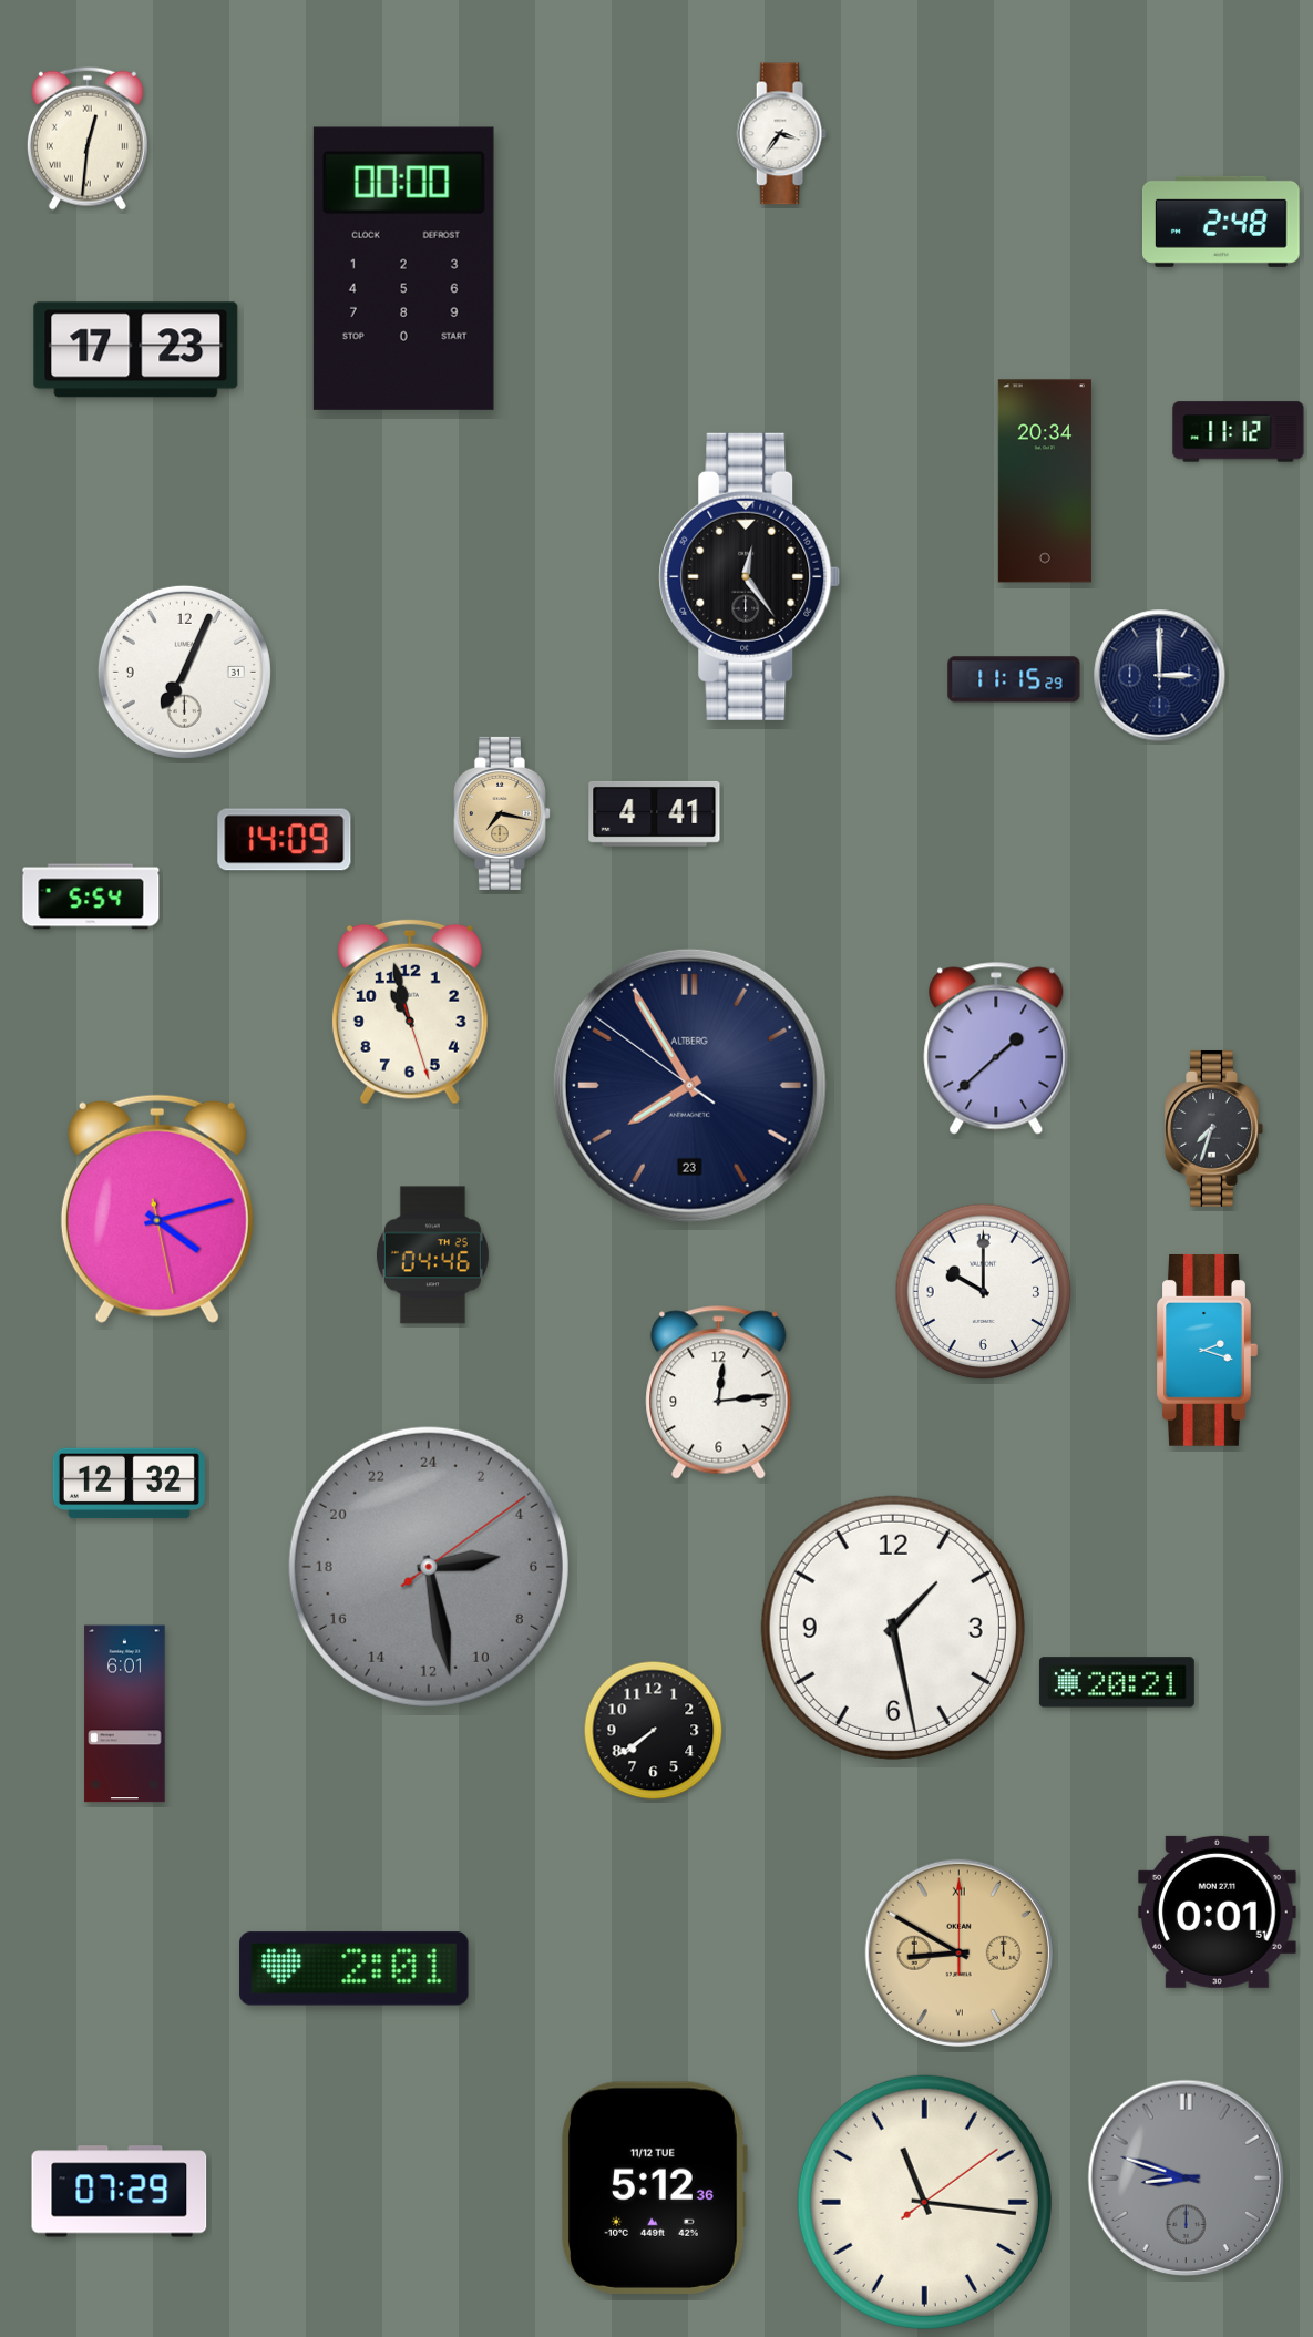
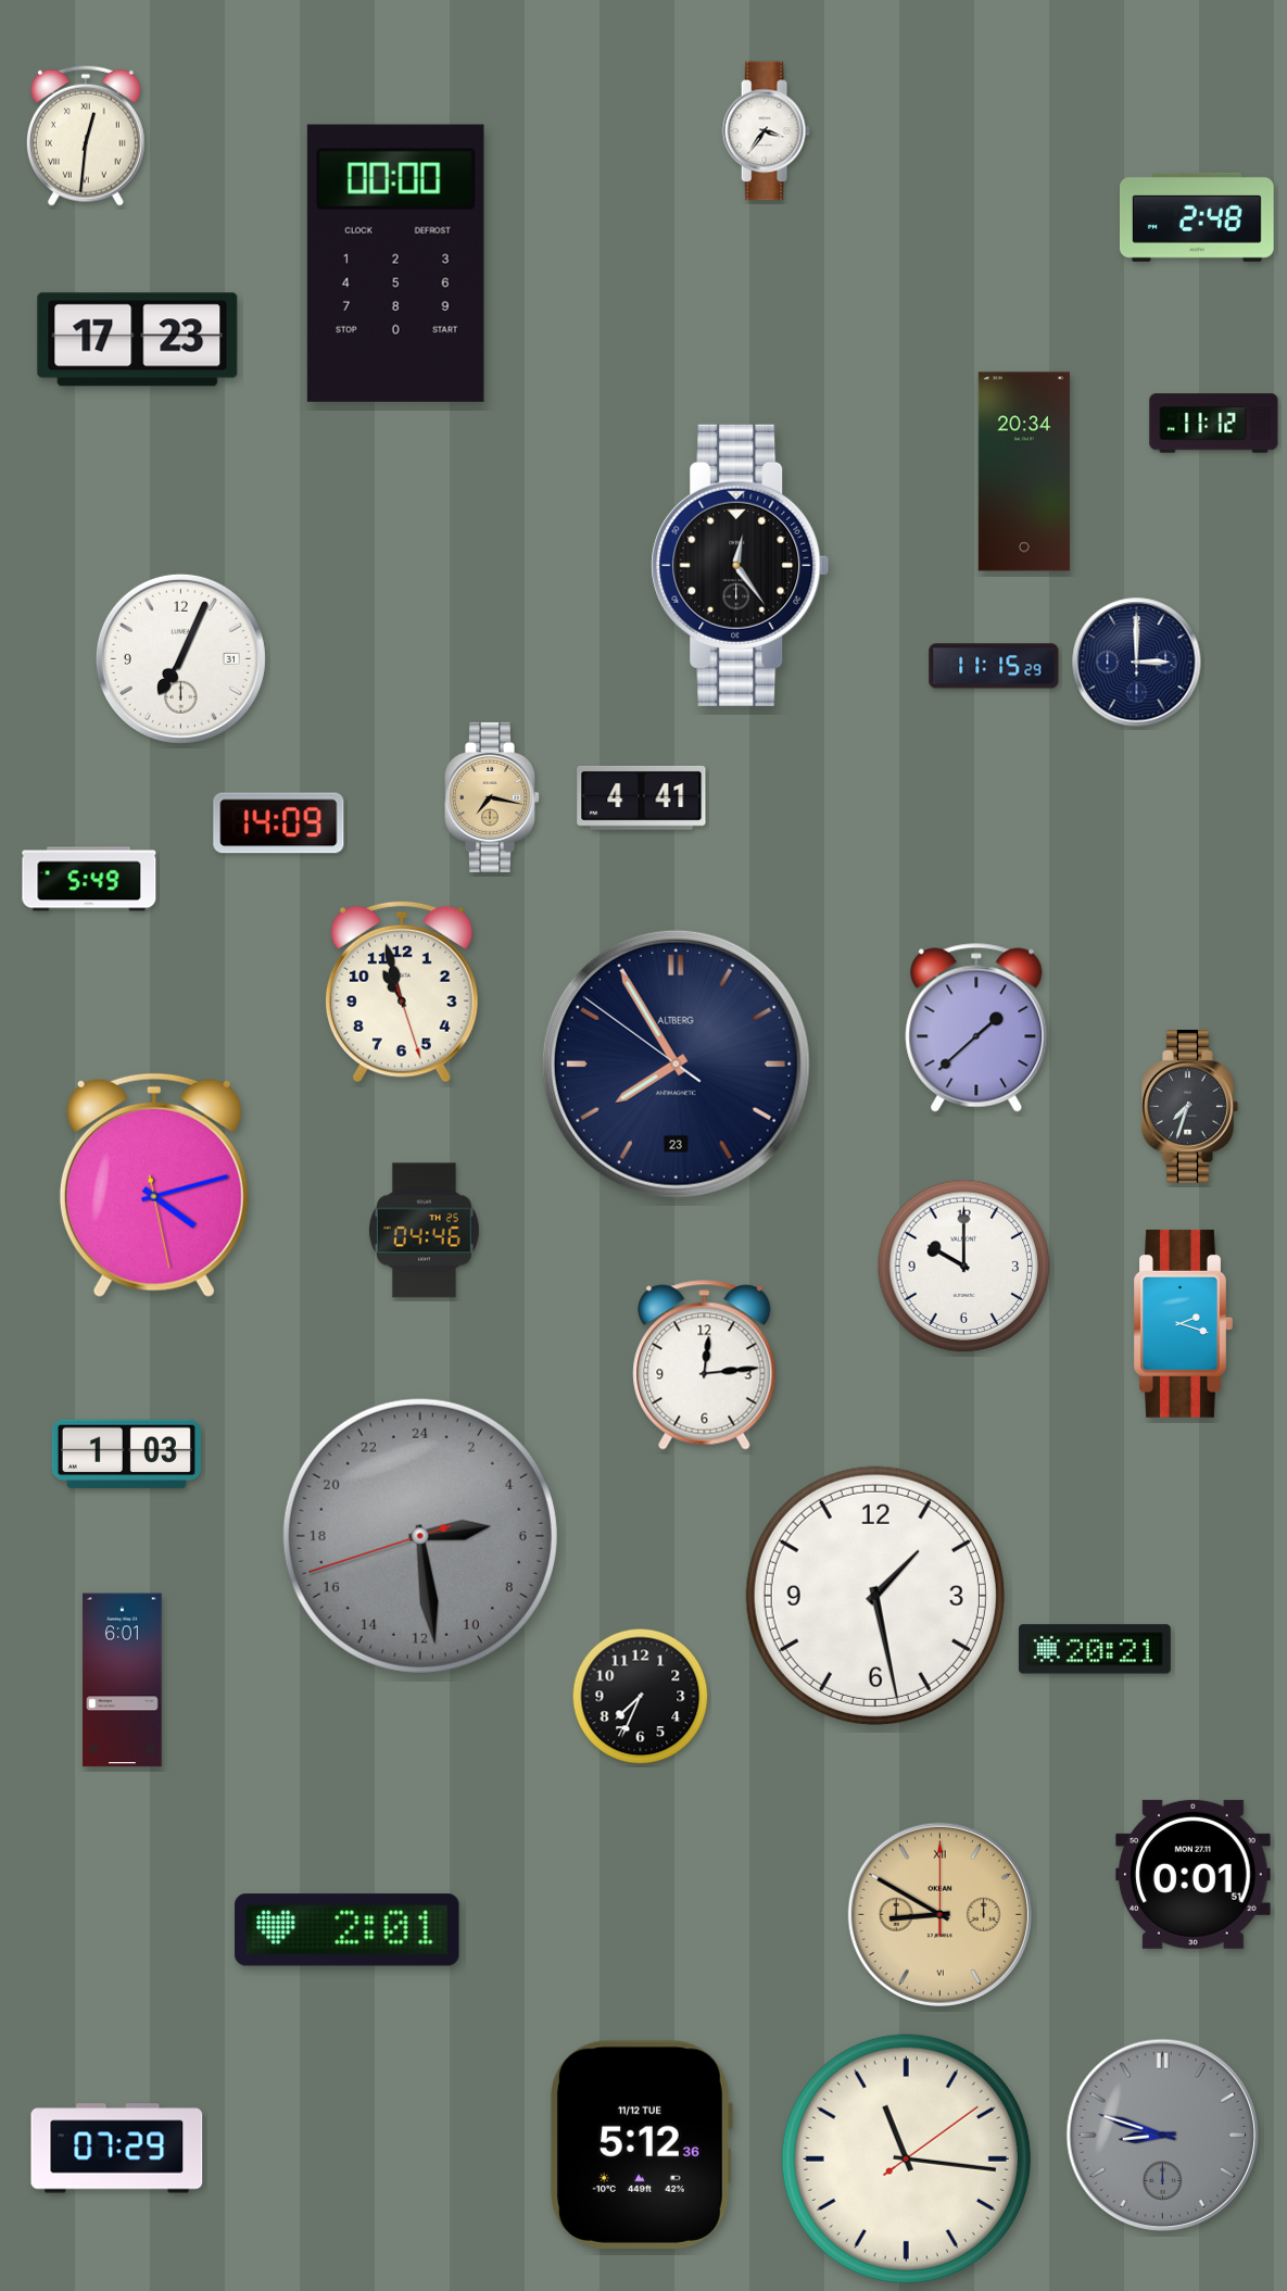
clock at (136, 350) position: (136, 350) -> (138, 340)
clock at (750, 576) position: (750, 576) -> (741, 565)
clock at (91, 896): 5:54 -> 5:49
clock at (129, 1484): 12:32 -> 1:03
clock at (429, 1567): 5:28:09 -> 5:28:42
clock at (654, 1731): 7:39 -> 7:34
